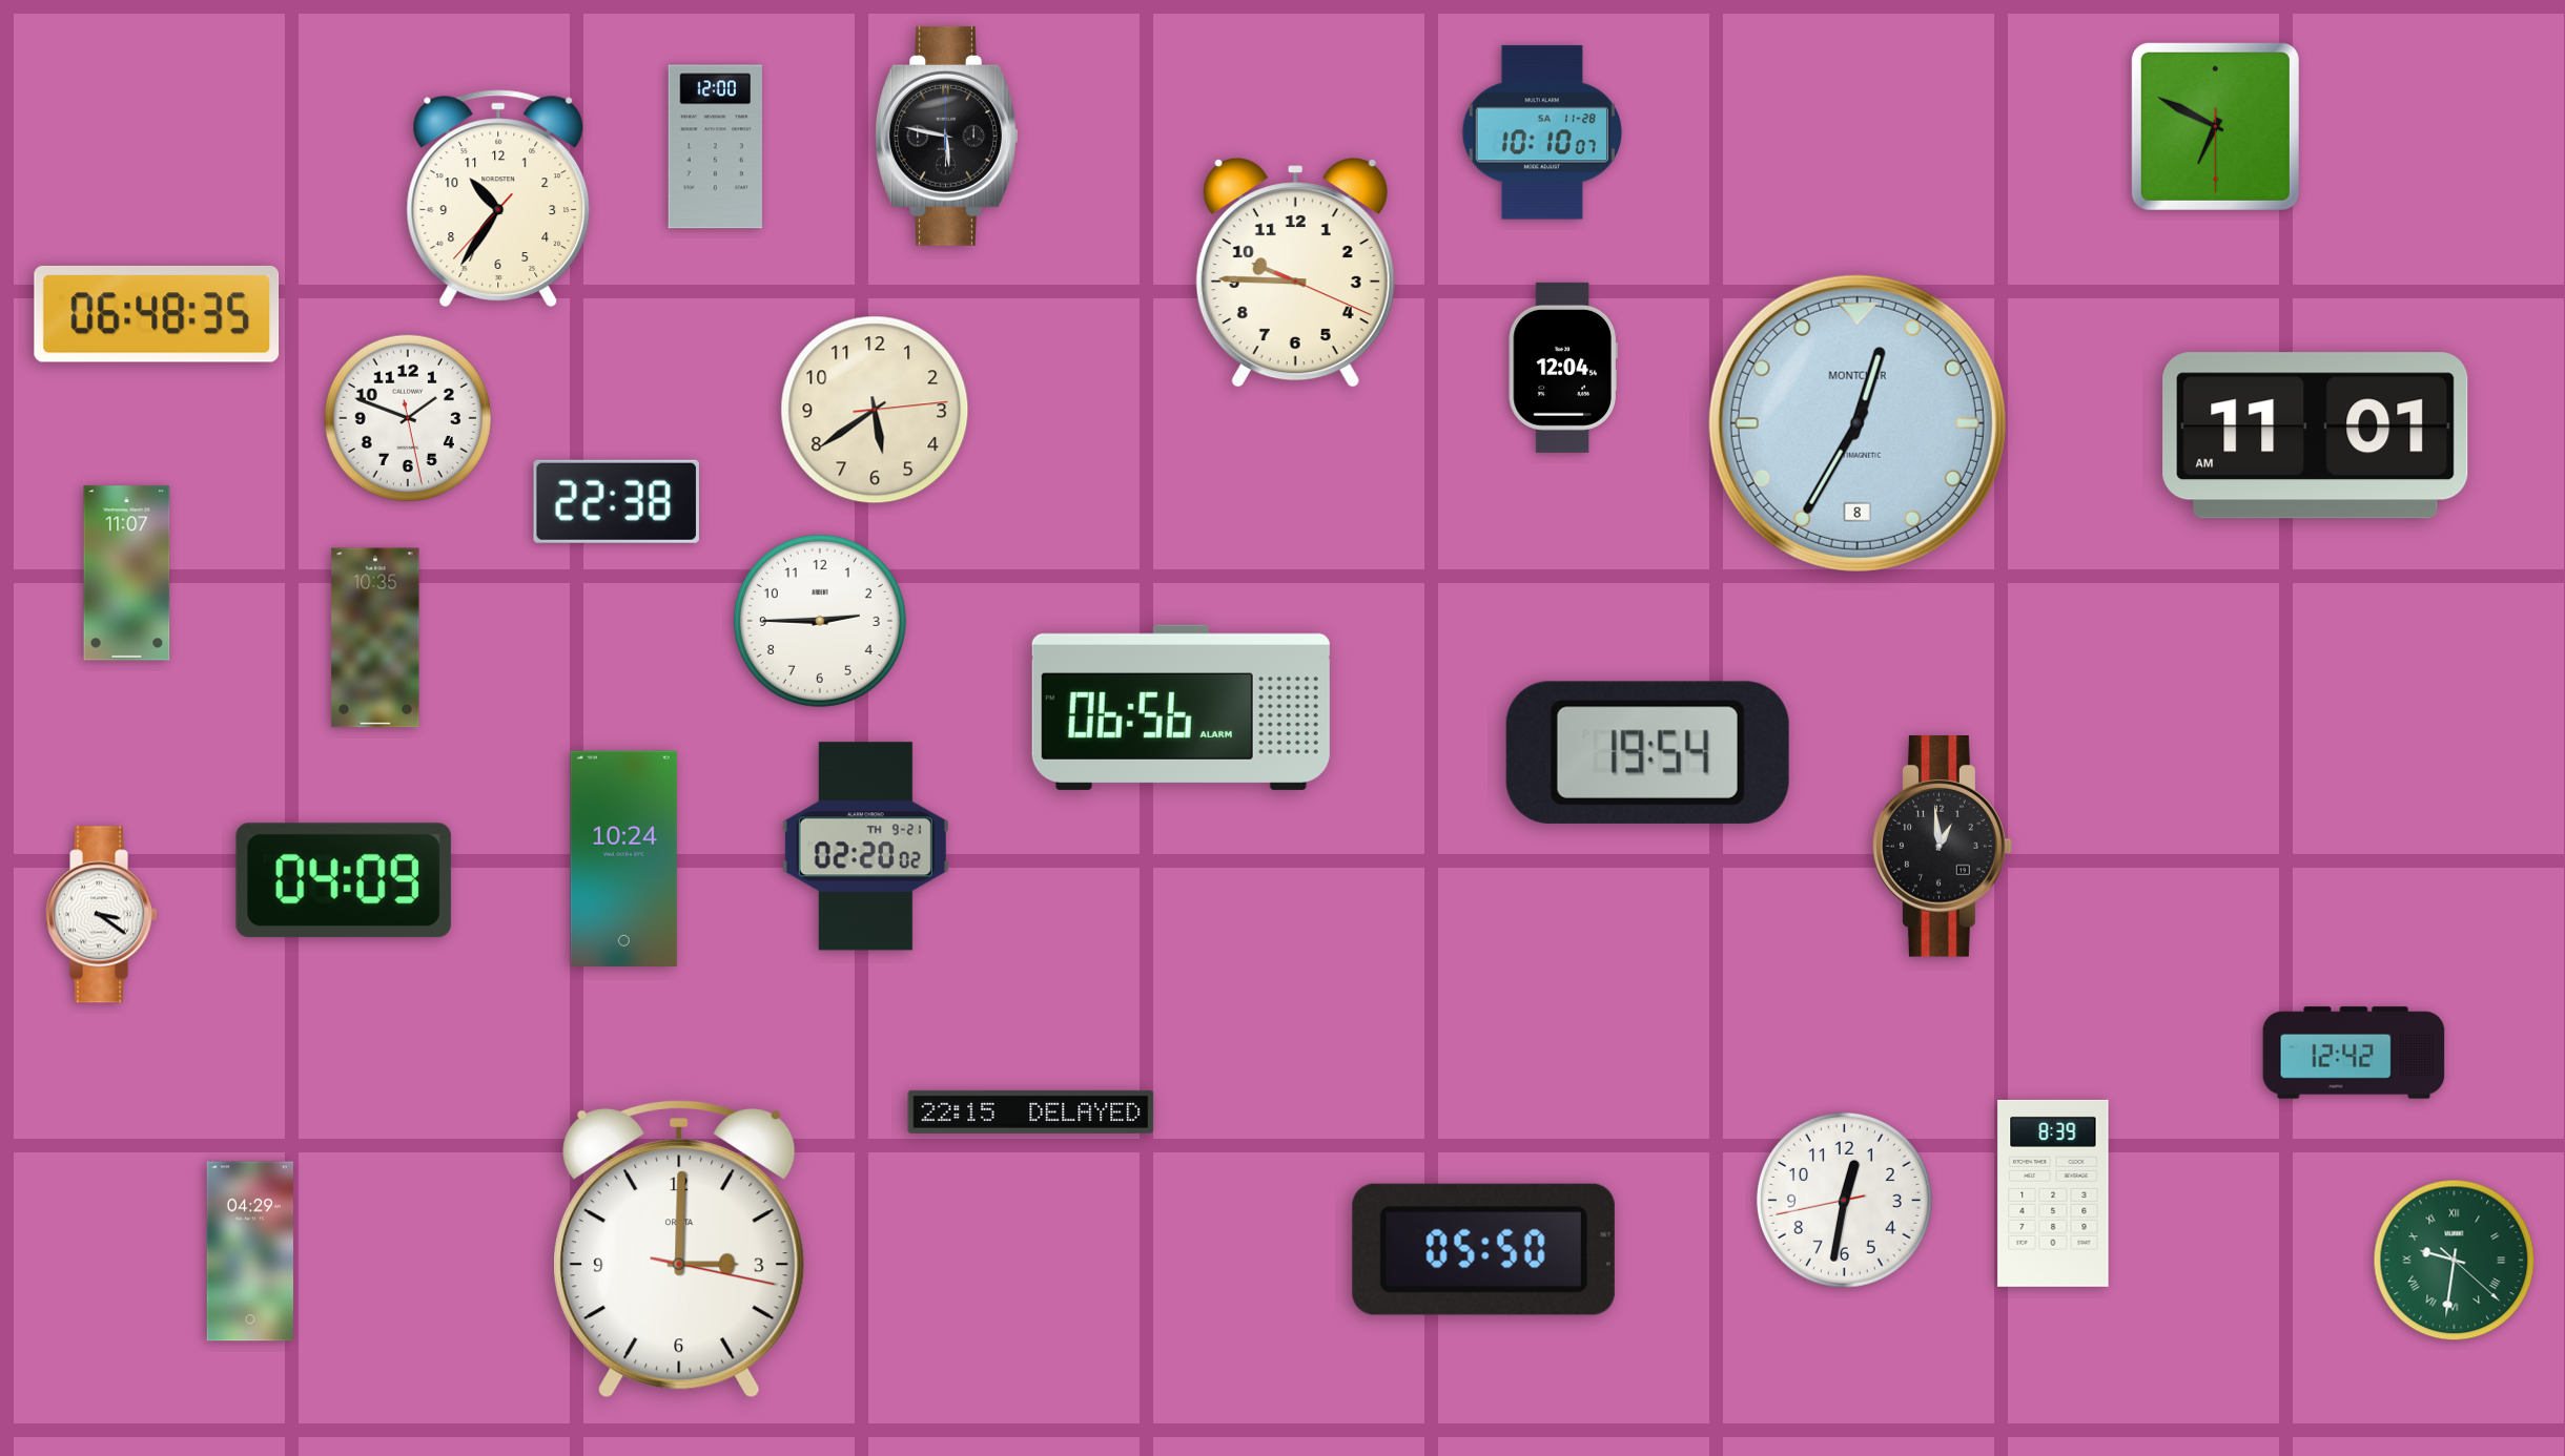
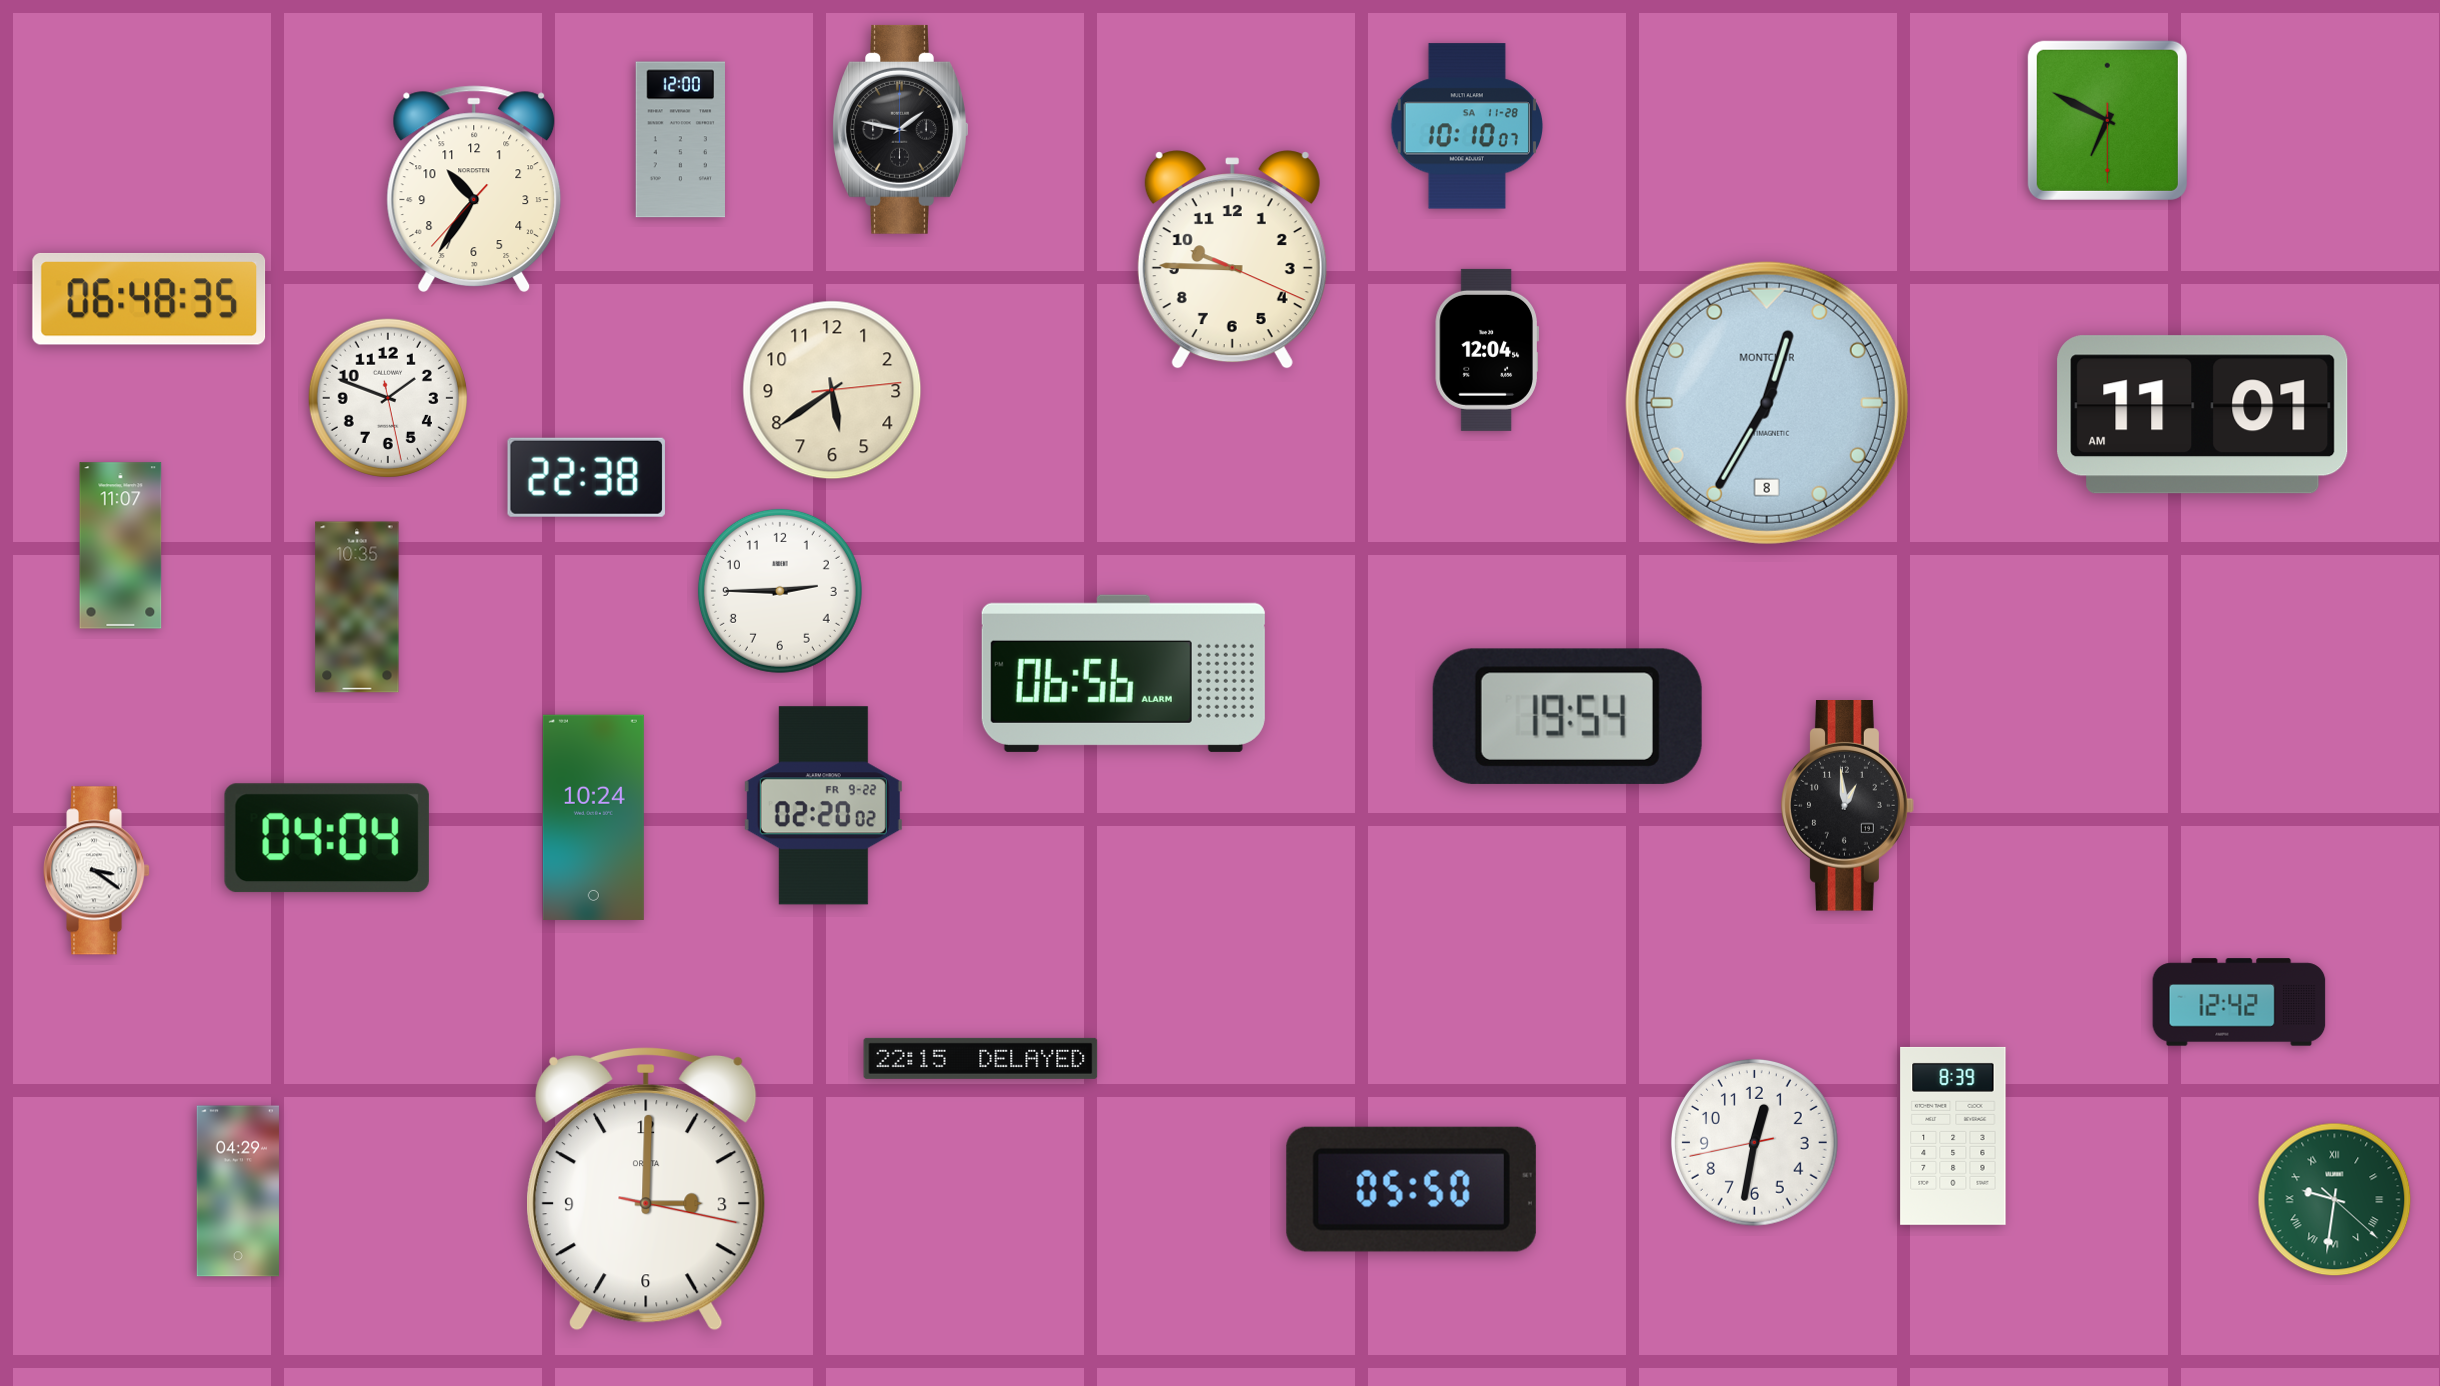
clock at (947, 136): 5:47 -> 1:47
clock at (865, 847) date: TH 9-21 -> FR 9-22
clock at (344, 880): 04:09 -> 04:04
